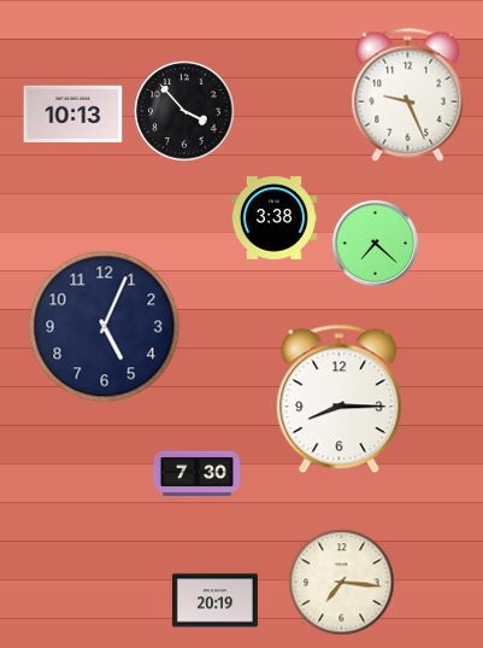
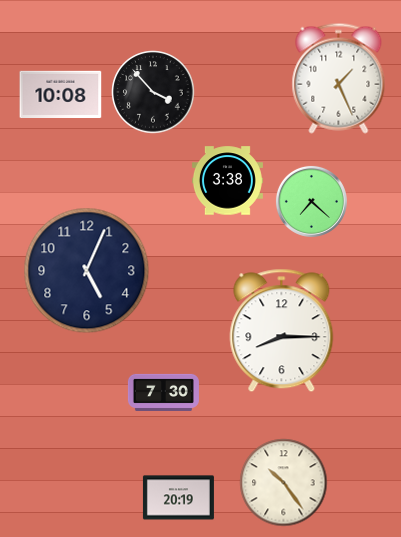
clock at (408, 94): 9:26 -> 1:26
clock at (73, 115): 10:13 -> 10:08
clock at (342, 583): 7:16 -> 10:24
